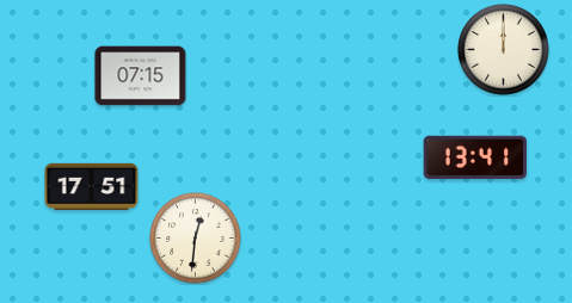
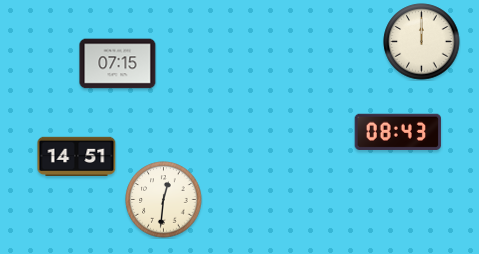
clock at (475, 157): 13:41 -> 08:43
clock at (92, 186): 17:51 -> 14:51
